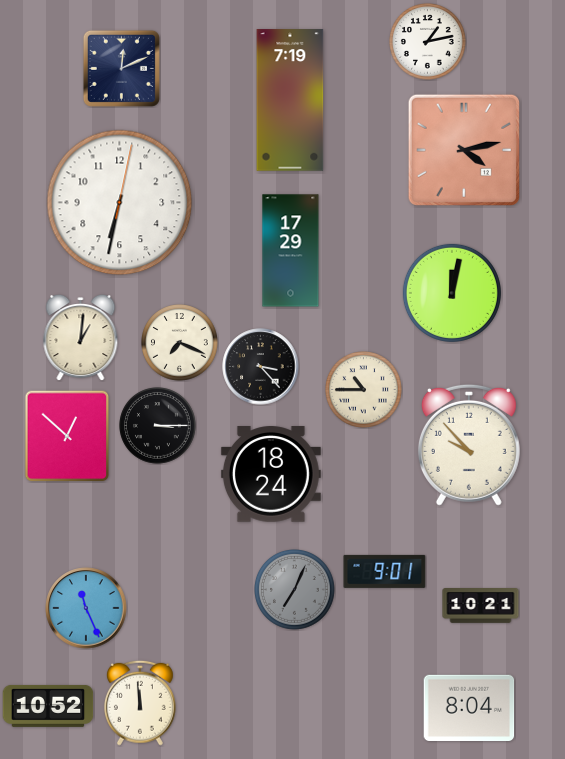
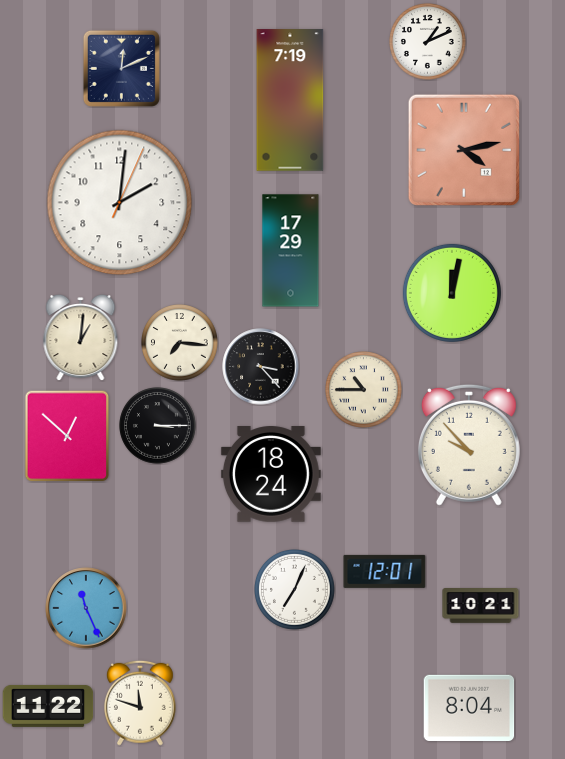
clock at (428, 42): 1:13 -> 1:11
clock at (120, 203): 6:32 -> 2:01
clock at (180, 343): 7:19 -> 7:16
clock at (385, 571): 9:01 -> 12:01
clock at (295, 590) dial: grey -> white
clock at (140, 703): 11:59 -> 11:48
clock at (48, 706): 10:52 -> 11:22
